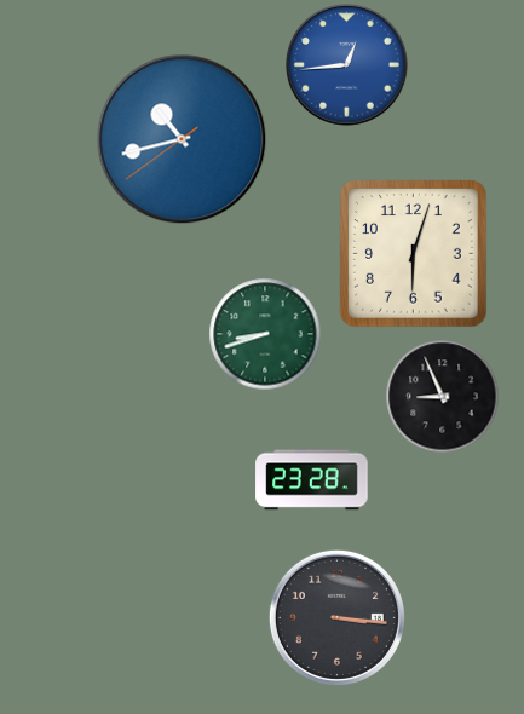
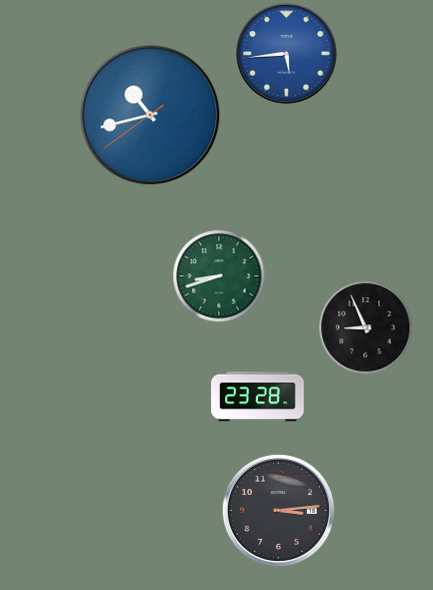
clock at (347, 65): 12:44 -> 5:44
clock at (414, 254): 6:03 -> none
clock at (336, 617): 3:16 -> 3:14
